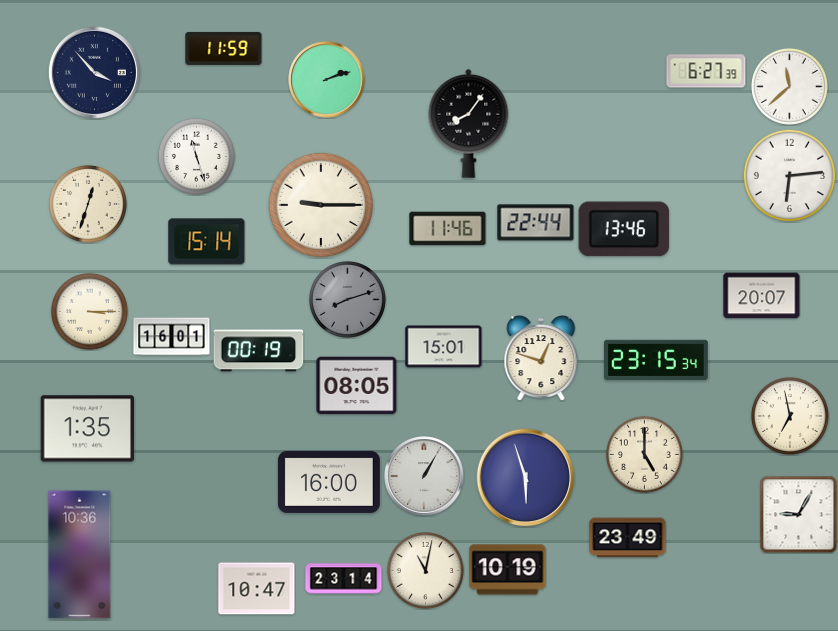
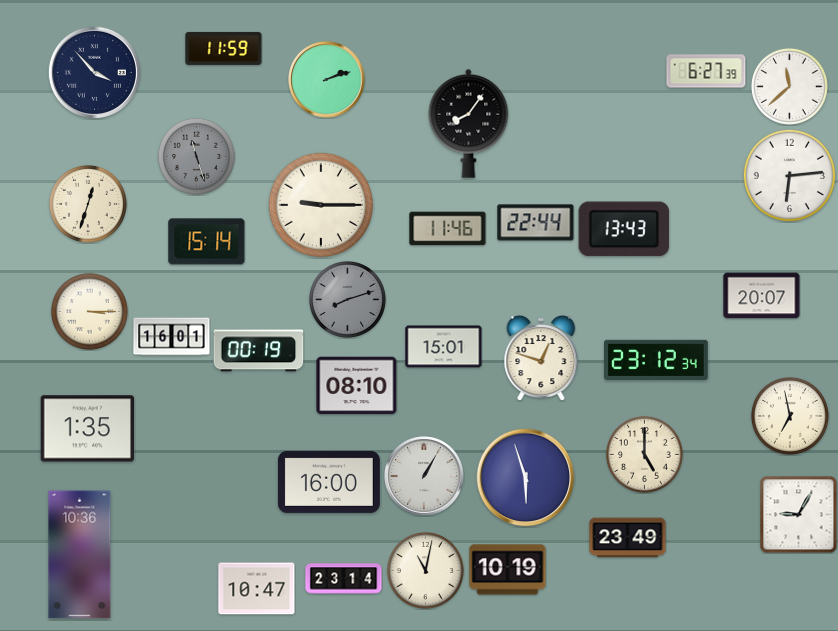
clock at (196, 156) dial: white -> grey
clock at (624, 229): 13:46 -> 13:43
clock at (657, 360): 23:15 -> 23:12
clock at (357, 386): 08:05 -> 08:10
